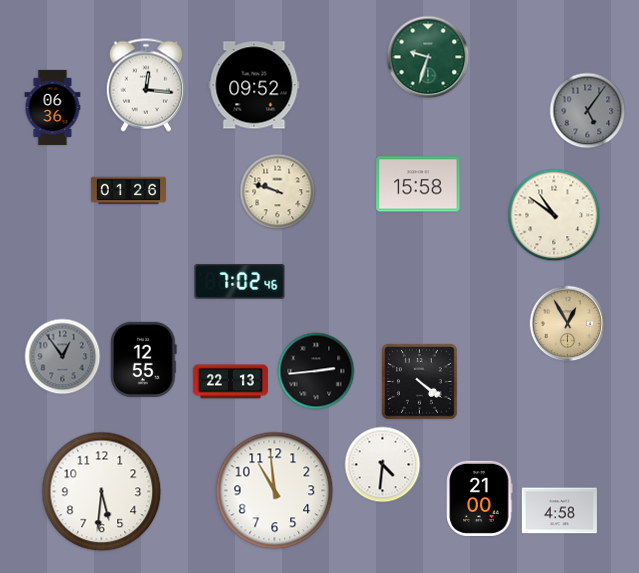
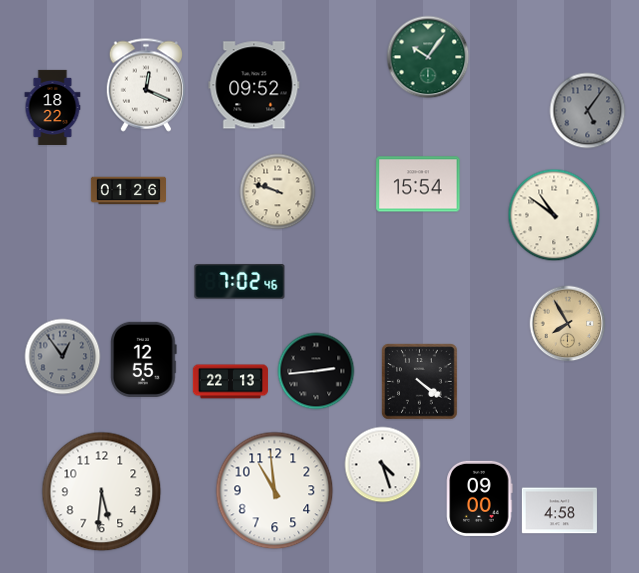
clock at (428, 57): 9:33 -> 10:06
clock at (145, 85): 12:16 -> 12:19
clock at (53, 107): 06:36 -> 18:22
clock at (418, 184): 15:58 -> 15:54
clock at (568, 324): 12:55 -> 7:55
clock at (383, 465): 4:31 -> 4:27
clock at (480, 498): 21:00 -> 09:00
